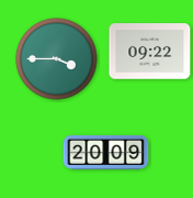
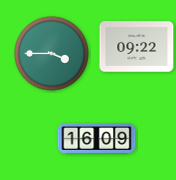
clock at (106, 152): 20:09 -> 16:09
